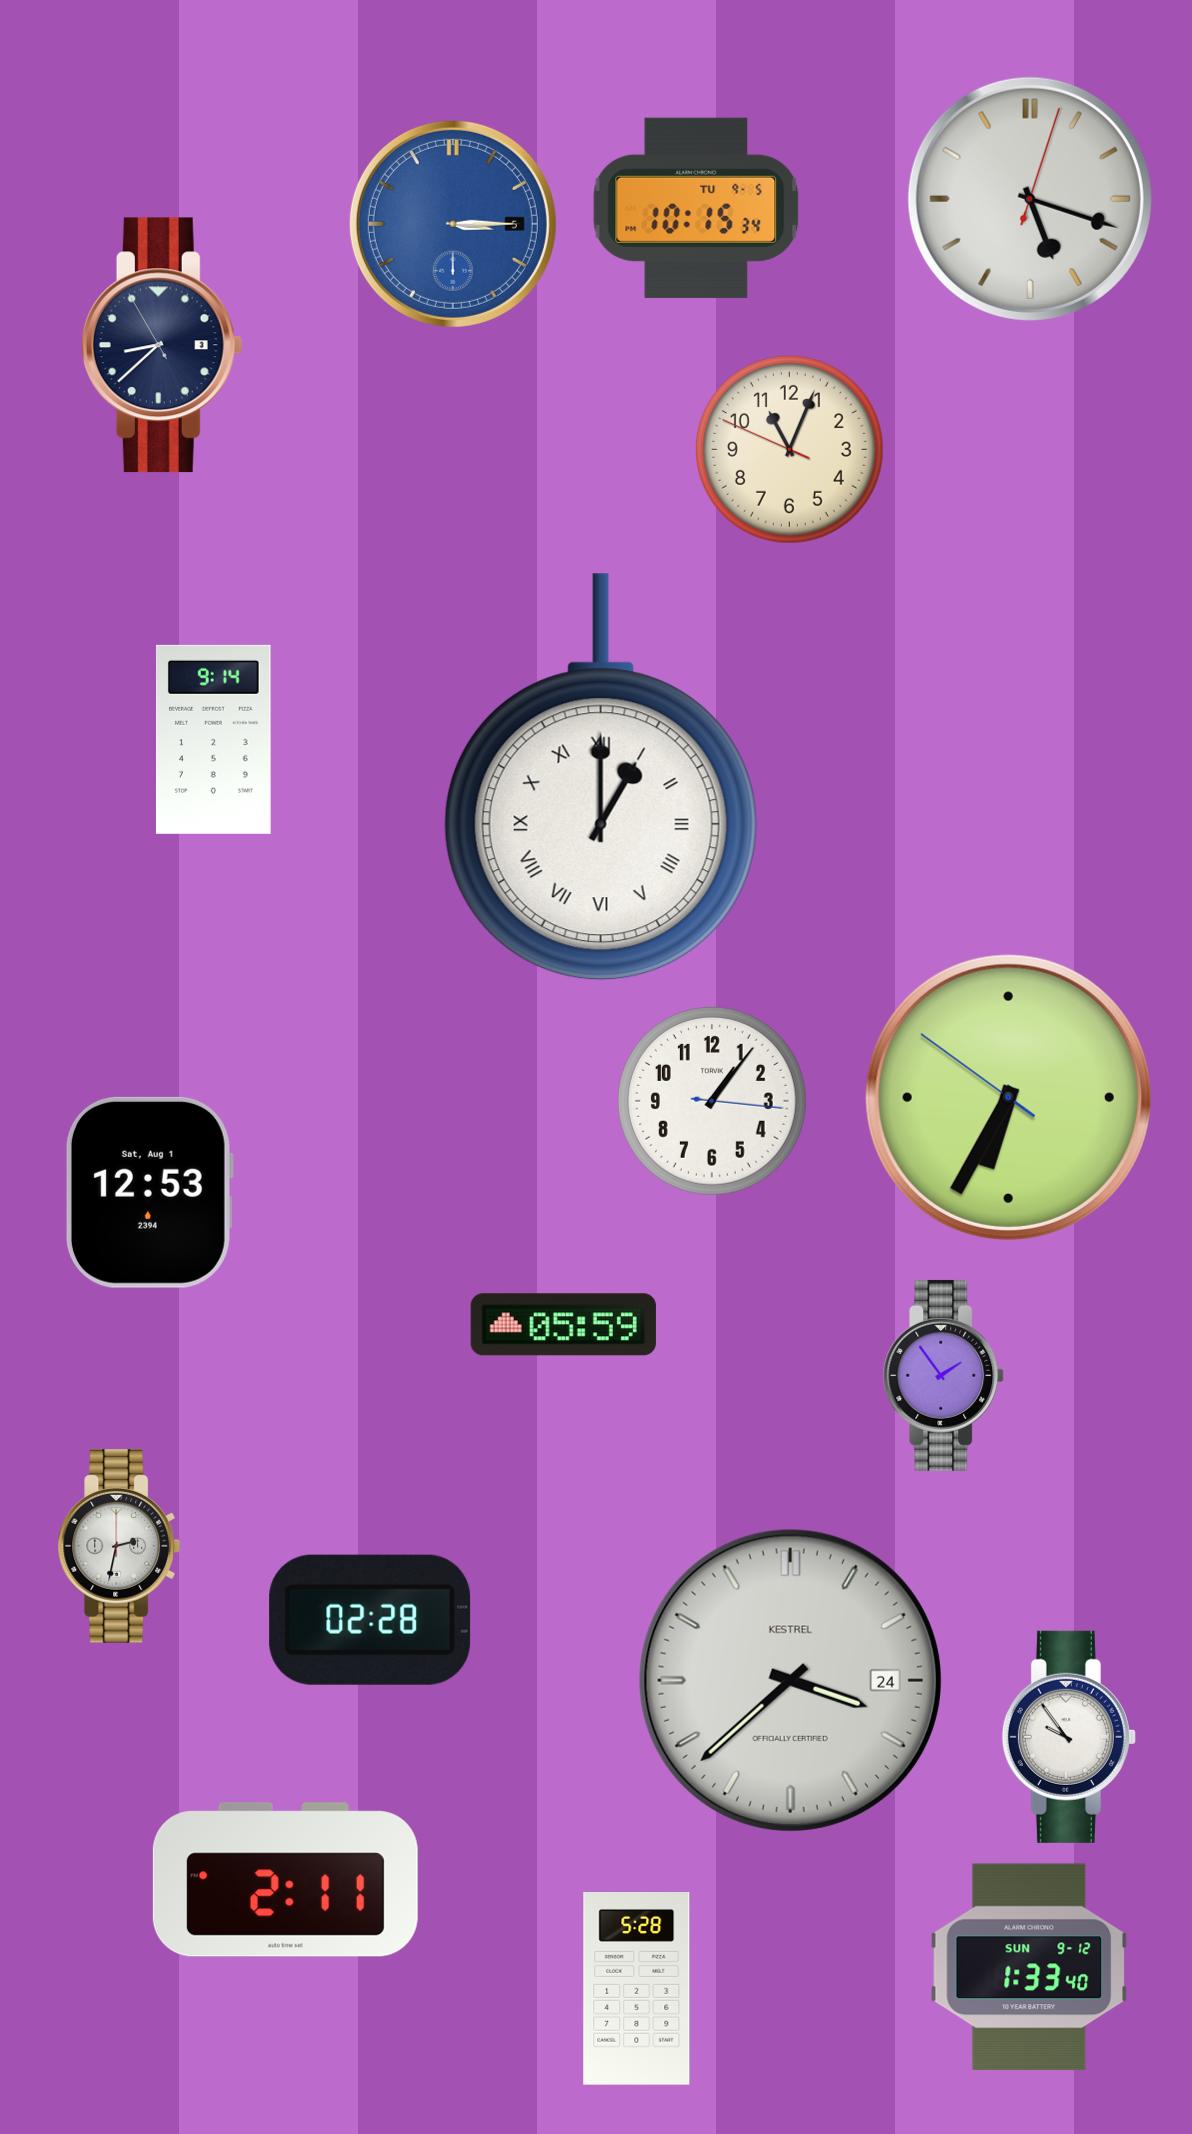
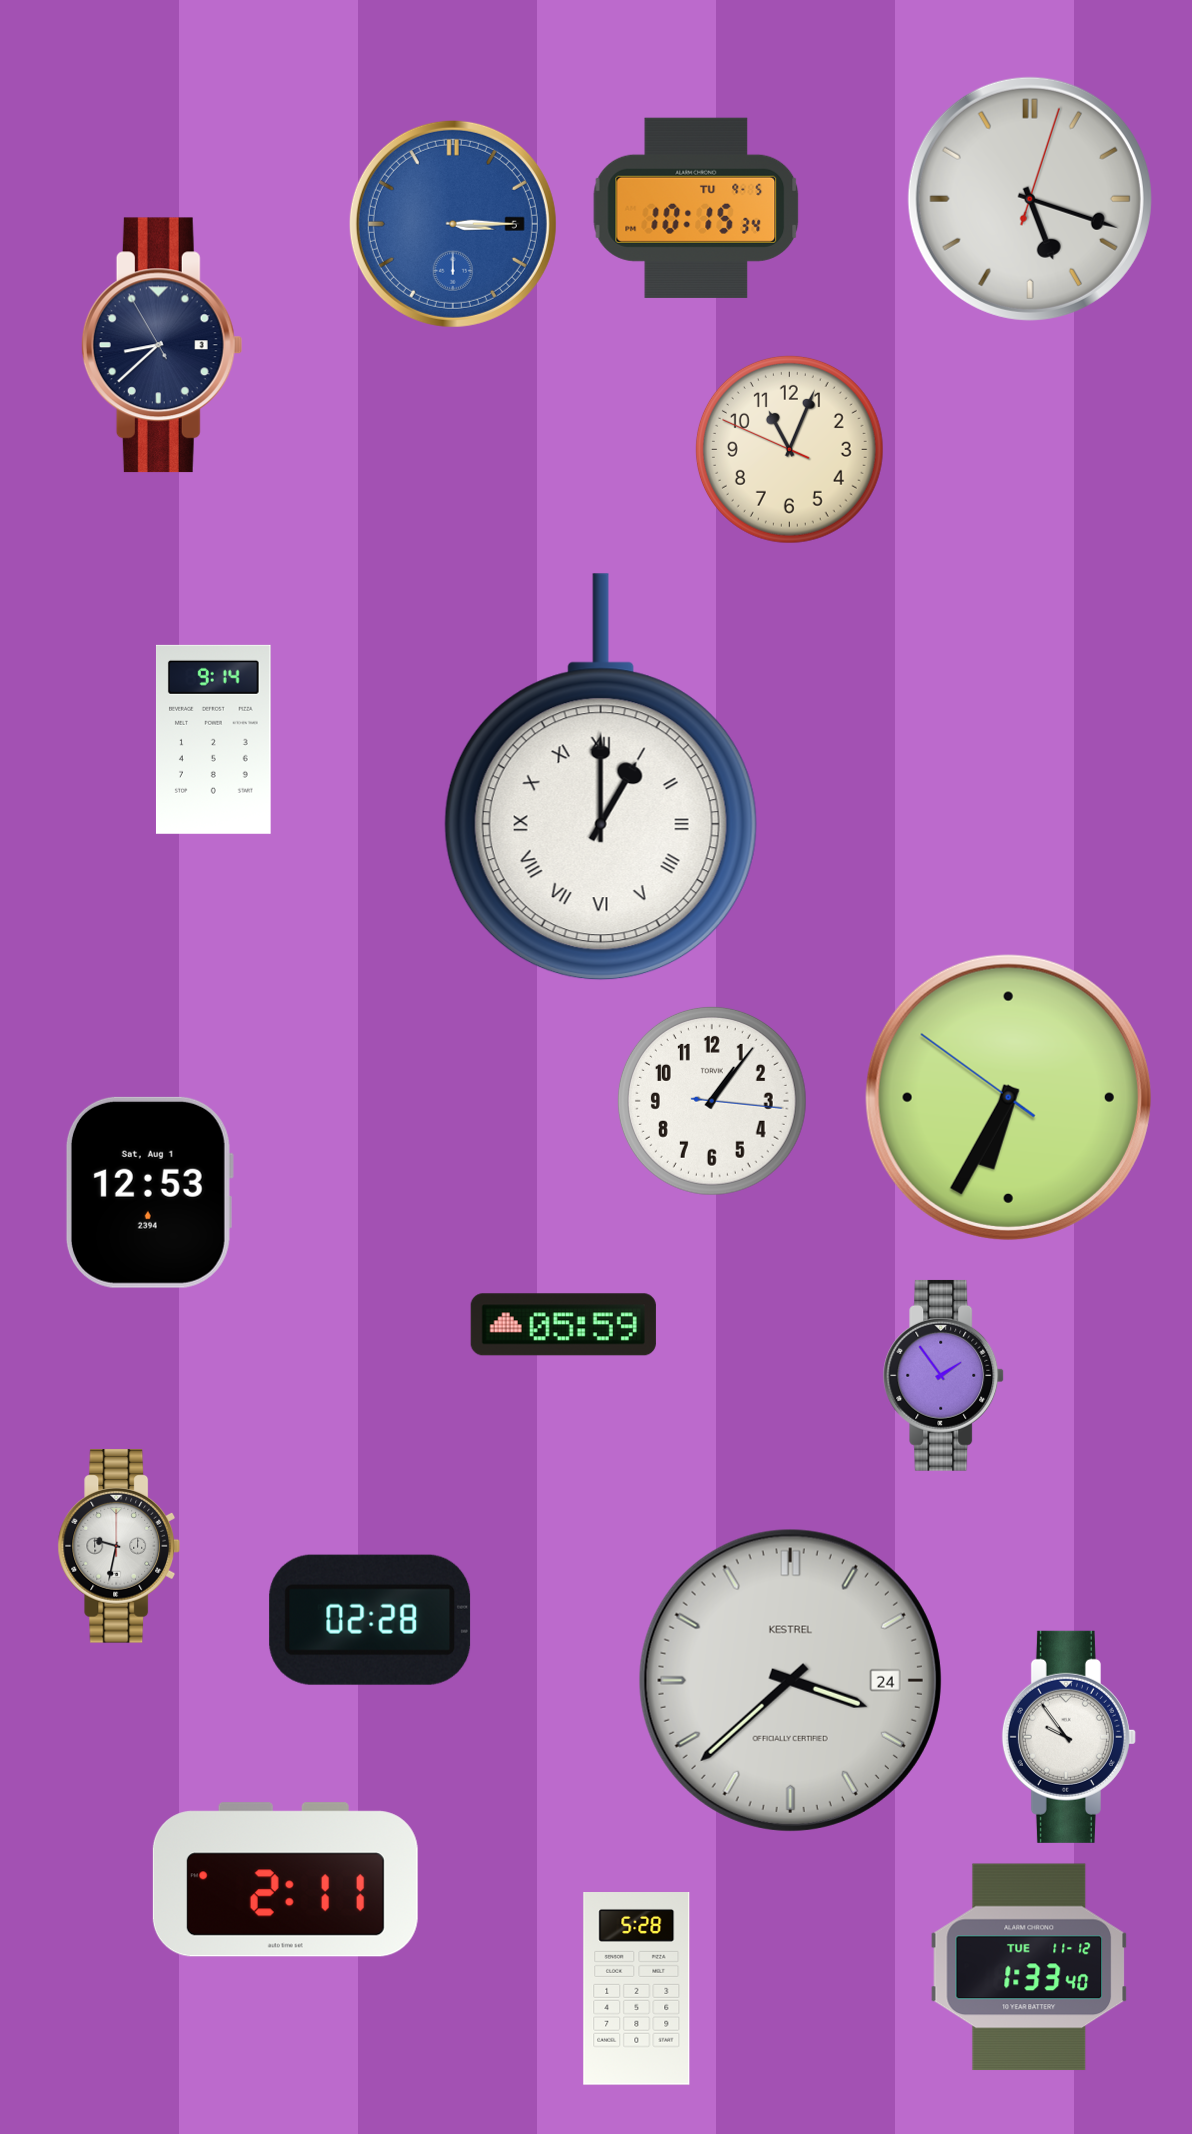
clock at (118, 1546): 2:32 -> 9:32
clock at (1029, 1967) date: SUN 9-12 -> TUE 11-12
